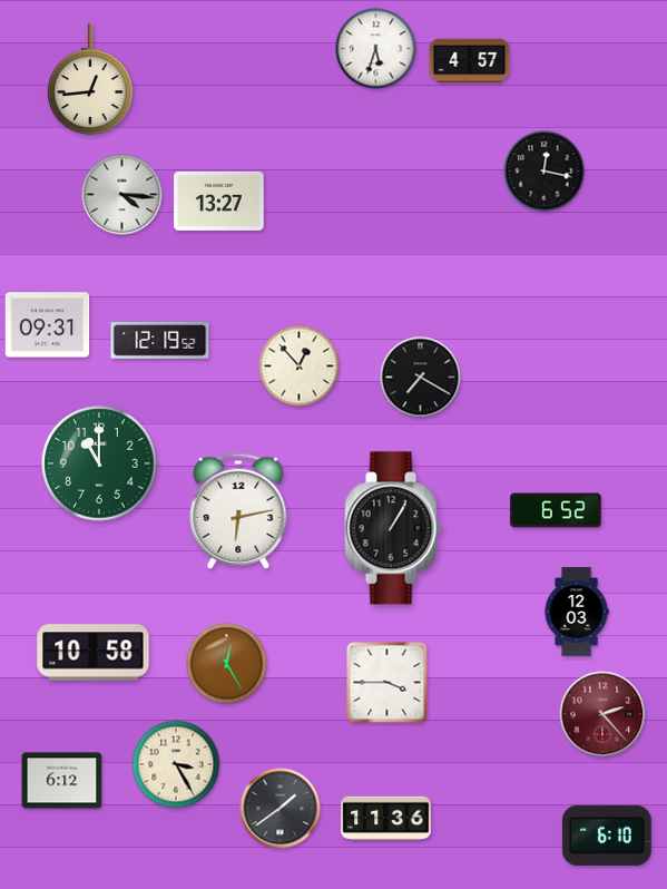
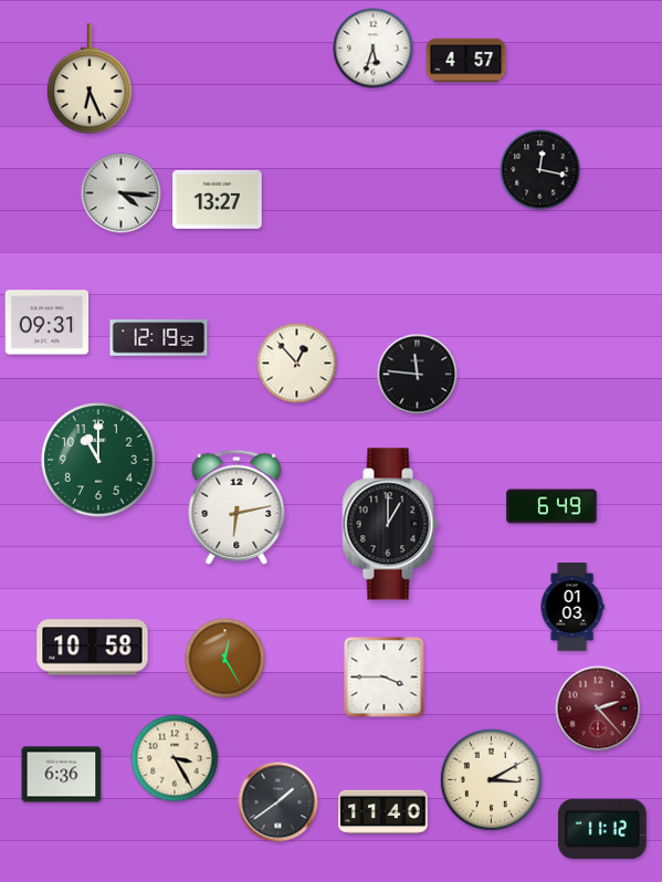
clock at (91, 79): 12:44 -> 6:26
clock at (421, 378): 7:20 -> 11:46
clock at (556, 510): 6:52 -> 6:49
clock at (393, 528): 1:05 -> 1:00
clock at (577, 612): 12:03 -> 01:03
clock at (62, 781): 6:12 -> 6:36
clock at (491, 779): none -> 3:10
clock at (386, 819): 11:36 -> 11:40
clock at (607, 836): 6:10 -> 11:12
